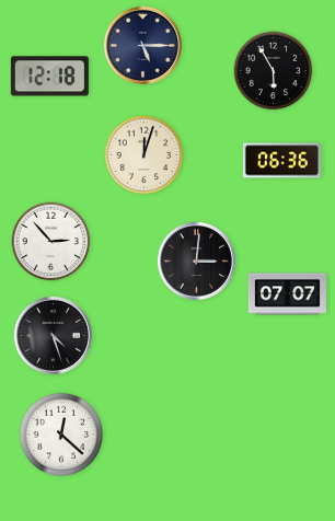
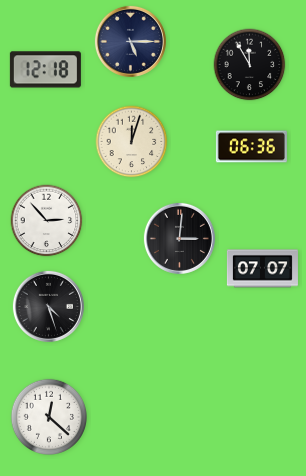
clock at (274, 71): 5:55 -> 11:55
clock at (281, 161) position: (281, 161) -> (251, 147)
clock at (60, 433) position: (60, 433) -> (48, 416)
